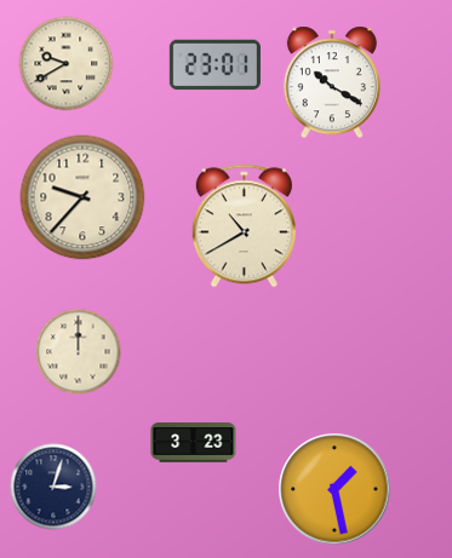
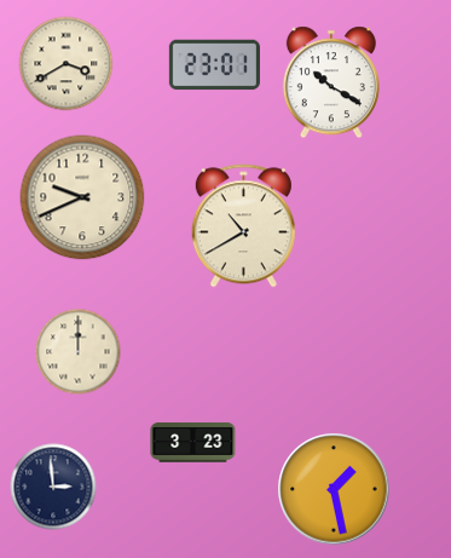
clock at (67, 64): 9:40 -> 3:40
clock at (82, 197): 9:37 -> 9:41
clock at (53, 487): 3:03 -> 2:59
